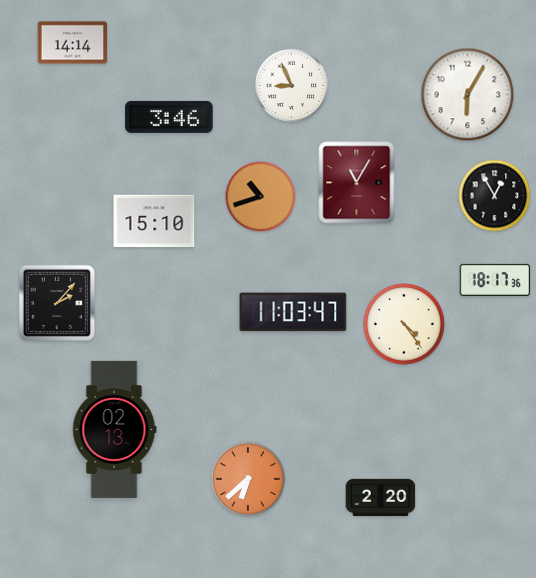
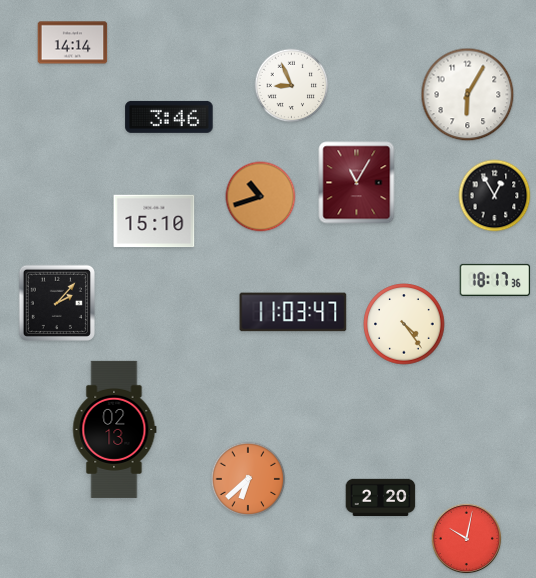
clock at (467, 539): none -> 10:02
